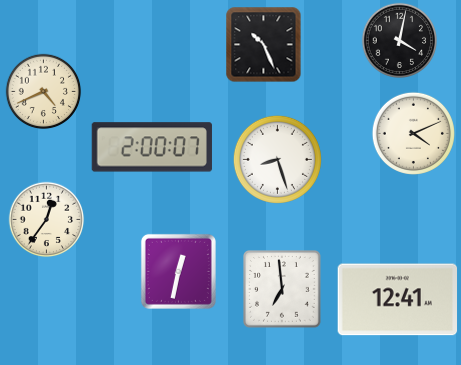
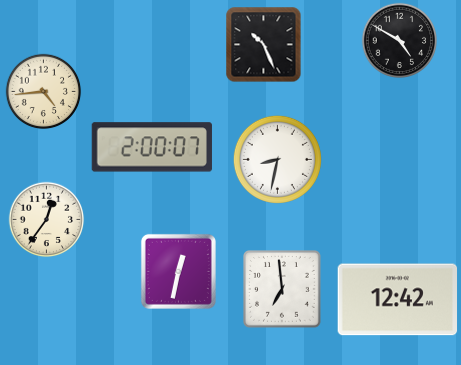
clock at (400, 41): 4:02 -> 4:50
clock at (44, 92): 4:41 -> 4:44
clock at (413, 133): 4:11 -> none
clock at (277, 159): 8:27 -> 8:32
clock at (398, 300): 12:41 -> 12:42
